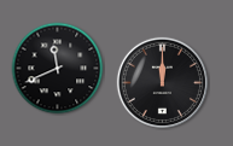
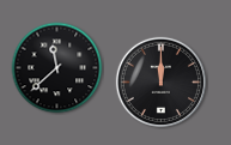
clock at (58, 69): 11:41 -> 11:38
